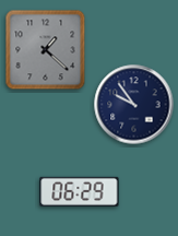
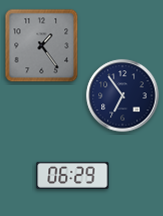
clock at (46, 50): 1:22 -> 1:24
clock at (134, 105): 9:54 -> 6:54
